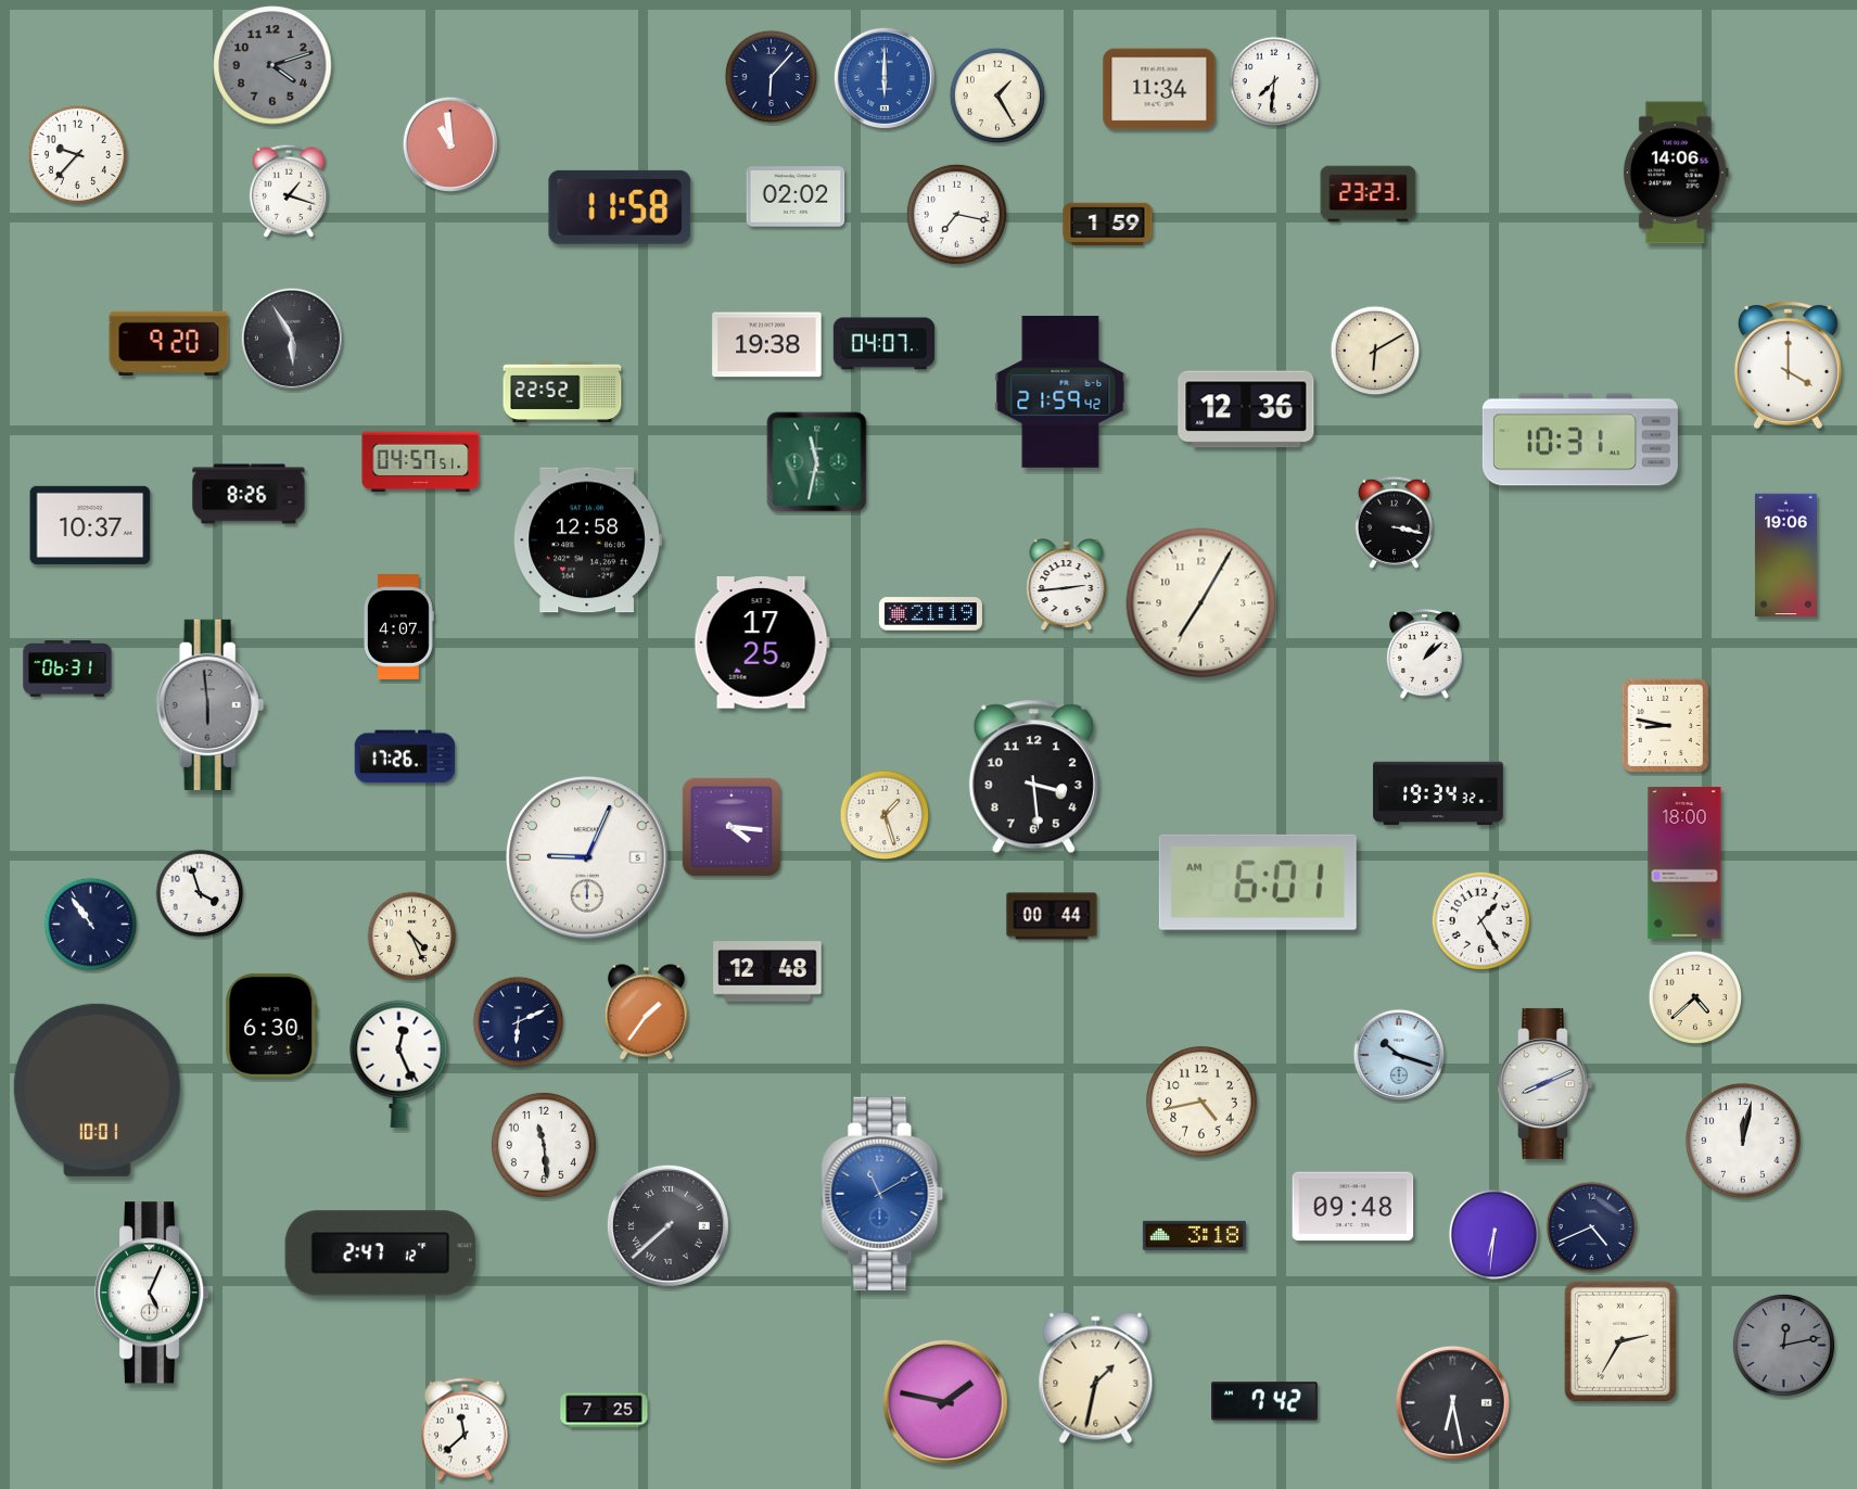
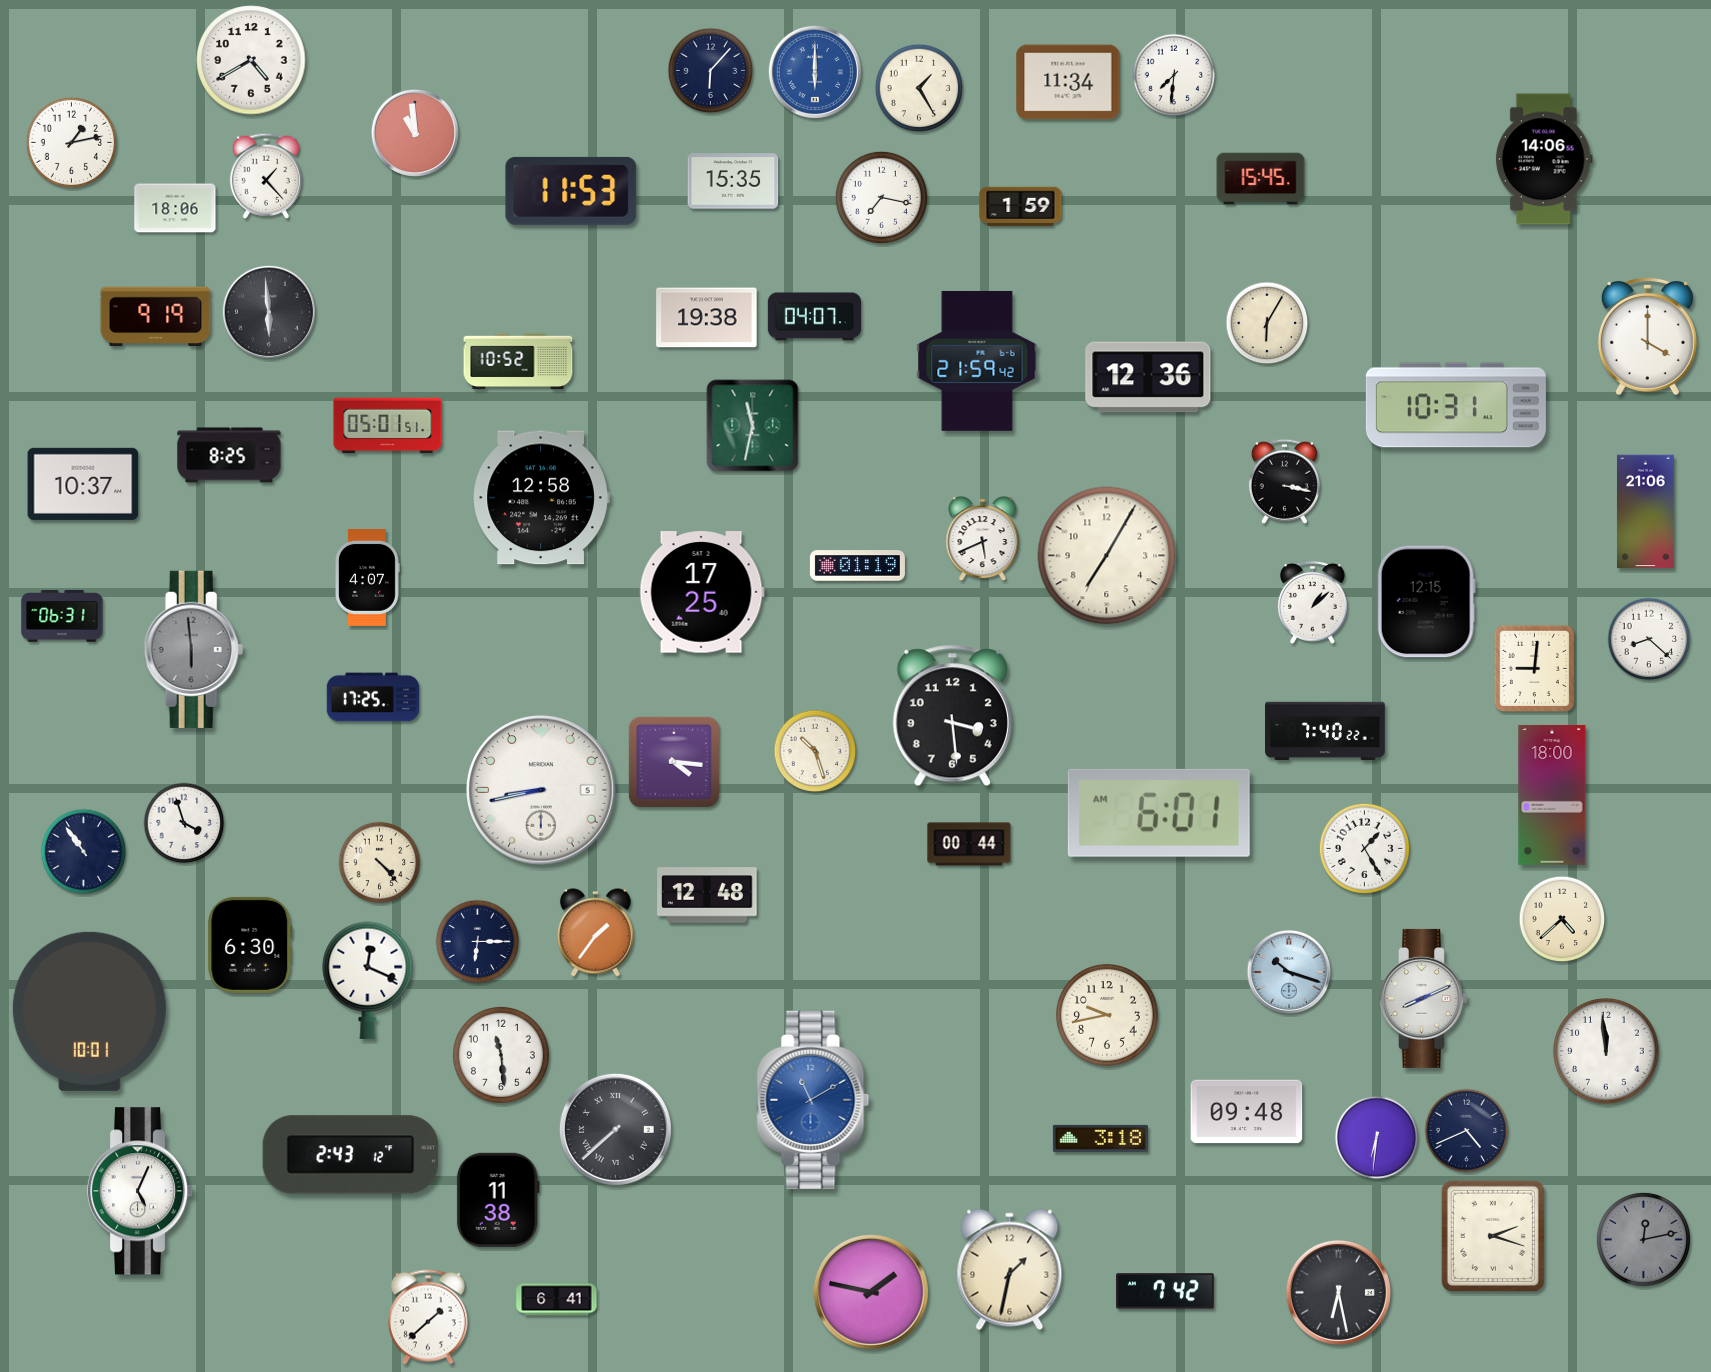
clock at (272, 65): 4:12 -> 4:40
clock at (272, 65) dial: grey -> white
clock at (77, 154): 9:37 -> 1:13
clock at (289, 191): 1:18 -> 1:23
clock at (1369, 194): 23:23 -> 15:45
clock at (796, 196): 02:02 -> 15:35
clock at (620, 207): 11:58 -> 11:53
clock at (175, 208): none -> 18:06
clock at (292, 339): 5:55 -> 5:59
clock at (169, 343): 9:20 -> 9:19
clock at (1375, 351): 6:10 -> 6:05
clock at (562, 392): 22:52 -> 10:52
clock at (421, 462): 04:57 -> 05:01
clock at (249, 494): 8:26 -> 8:25
clock at (1786, 556): 19:06 -> 21:06
clock at (1067, 585): 2:44 -> 5:41
clock at (930, 614): 21:19 -> 01:19
clock at (1426, 602): none -> 12:15
clock at (1649, 639): none -> 8:22
clock at (1665, 725): 8:47 -> 9:01
clock at (405, 756): 17:26 -> 17:25
clock at (1438, 793): 19:34 -> 7:40
clock at (885, 815): 1:27 -> 10:27
clock at (587, 857): 9:04 -> 8:43
clock at (412, 937): 4:26 -> 4:23
clock at (519, 1022): 6:11 -> 6:15
clock at (399, 1064): 12:26 -> 12:19
clock at (97, 1090) position: (97, 1090) -> (89, 1011)
clock at (1203, 1103): 4:43 -> 9:43
clock at (1743, 1141): 12:02 -> 11:59
clock at (381, 1253): 2:47 -> 2:43
clock at (498, 1200): none -> 11:38
clock at (1620, 1341): 2:35 -> 2:18
clock at (605, 1411): 7:25 -> 6:41
clock at (465, 1429): 11:38 -> 1:38
